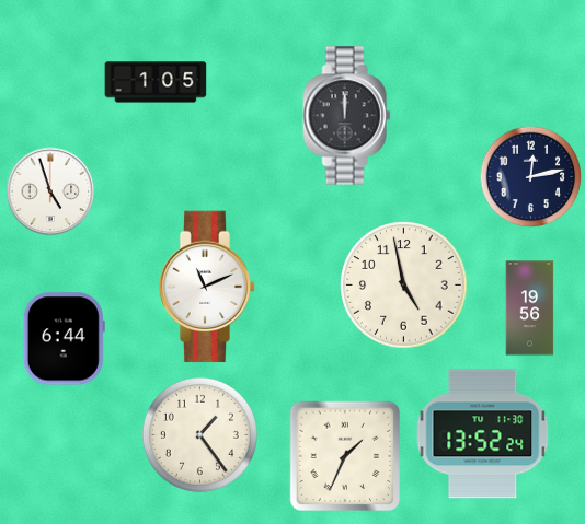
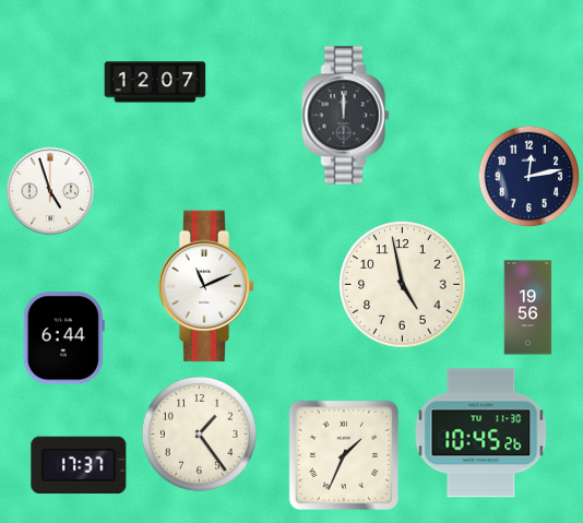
clock at (156, 82): 1:05 -> 12:07
clock at (483, 434): 13:52 -> 10:45
clock at (79, 465): none -> 17:37
